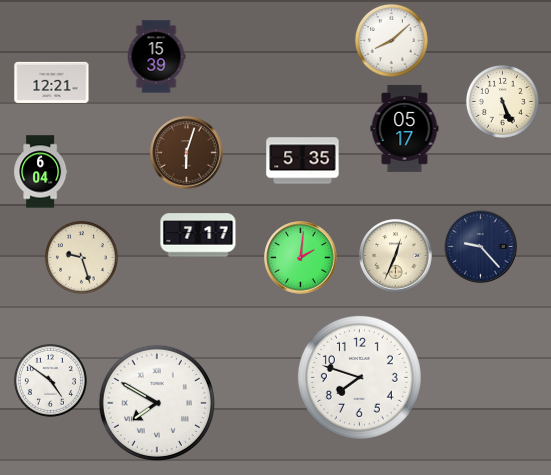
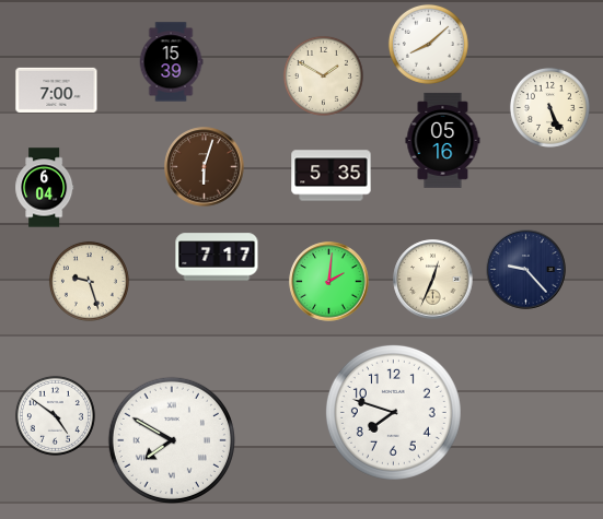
clock at (323, 75): none -> 1:50
clock at (52, 82): 12:21 -> 7:00
clock at (502, 101) position: (502, 101) -> (549, 107)
clock at (405, 128): 05:17 -> 05:16
